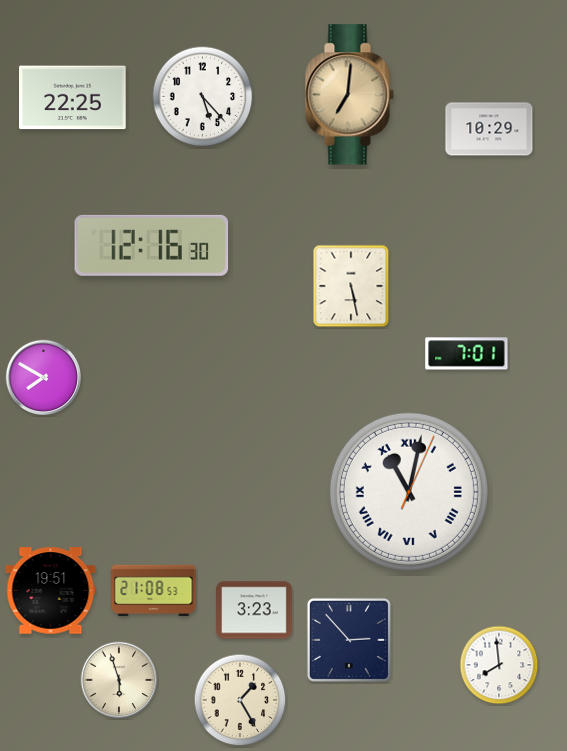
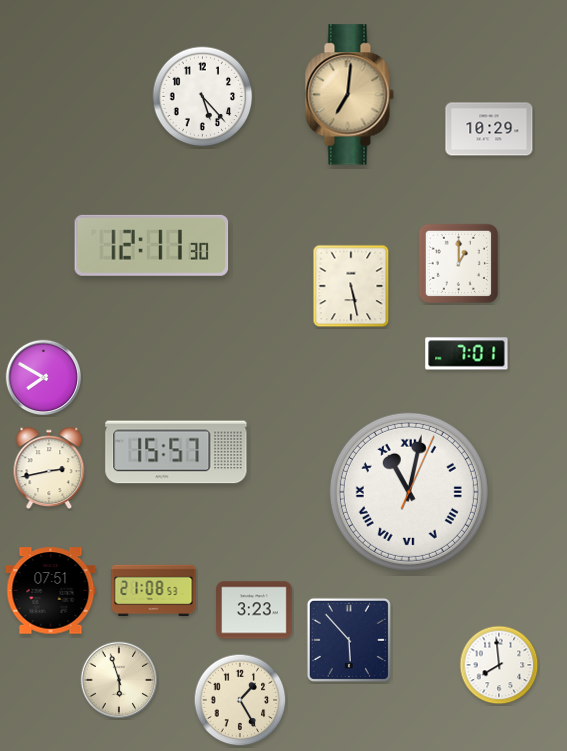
clock at (73, 98): 22:25 -> none
clock at (152, 245): 12:16 -> 12:11
clock at (458, 263): none -> 1:00
clock at (176, 452): none -> 15:57
clock at (49, 467): none -> 2:43
clock at (51, 591): 19:51 -> 07:51
clock at (349, 640): 2:53 -> 5:53
